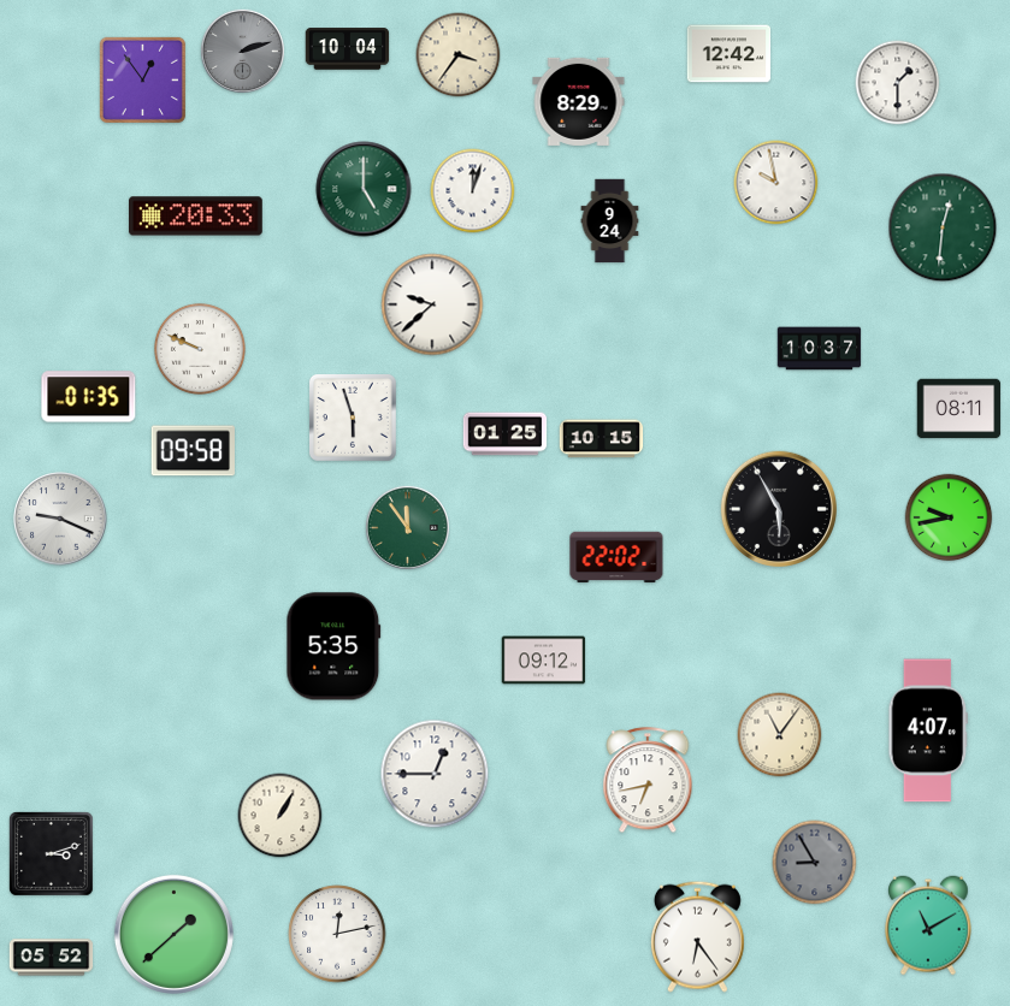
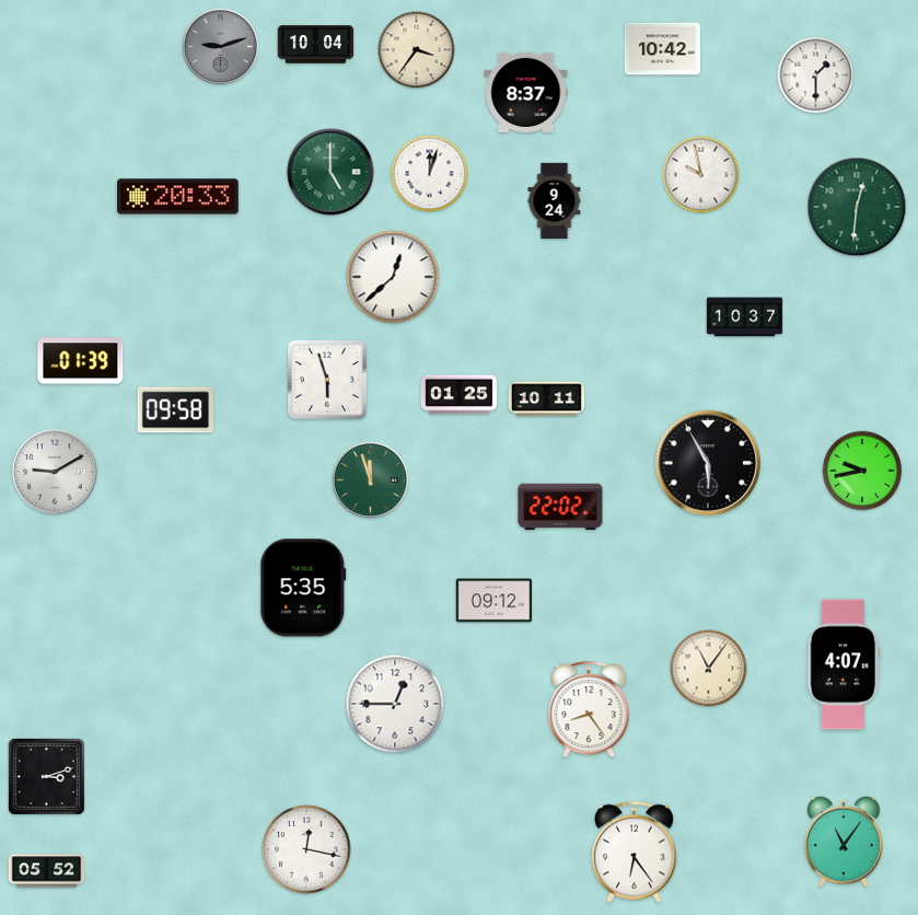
clock at (242, 51): 2:12 -> 9:12
clock at (730, 54): 12:42 -> 10:42
clock at (142, 79): 12:54 -> none
clock at (579, 101): 8:29 -> 8:37
clock at (776, 183) position: (776, 183) -> (701, 175)
clock at (432, 304): 9:38 -> 12:38
clock at (200, 349): 9:49 -> none
clock at (89, 397): 01:35 -> 01:39
clock at (959, 409): 08:11 -> none
clock at (353, 418) position: (353, 418) -> (327, 380)
clock at (602, 439): 10:15 -> 10:11
clock at (60, 519): 9:19 -> 9:10
clock at (407, 527): 11:54 -> 11:57
clock at (648, 781): 6:43 -> 8:24
clock at (280, 816): 1:05 -> none
clock at (815, 863): 8:55 -> none
clock at (929, 925): 11:10 -> 11:06
clock at (173, 934): 1:38 -> none
clock at (337, 934): 12:13 -> 12:17
